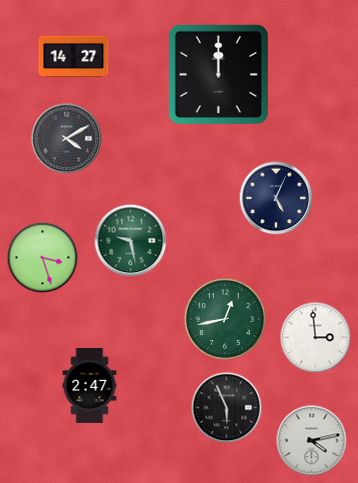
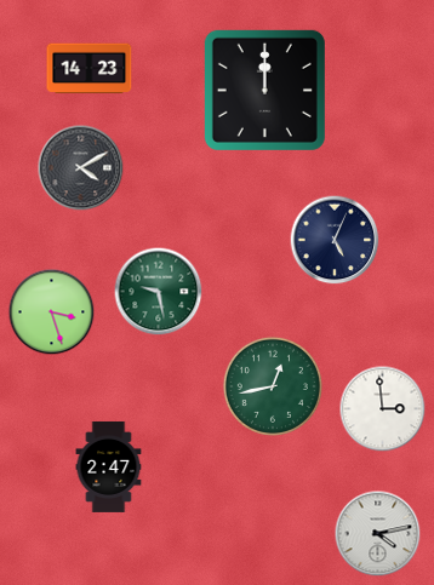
clock at (74, 57): 14:27 -> 14:23
clock at (227, 408): 5:56 -> none
